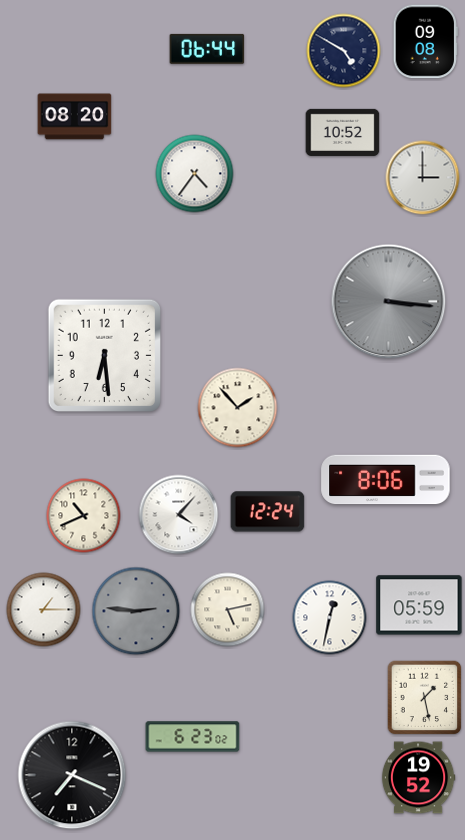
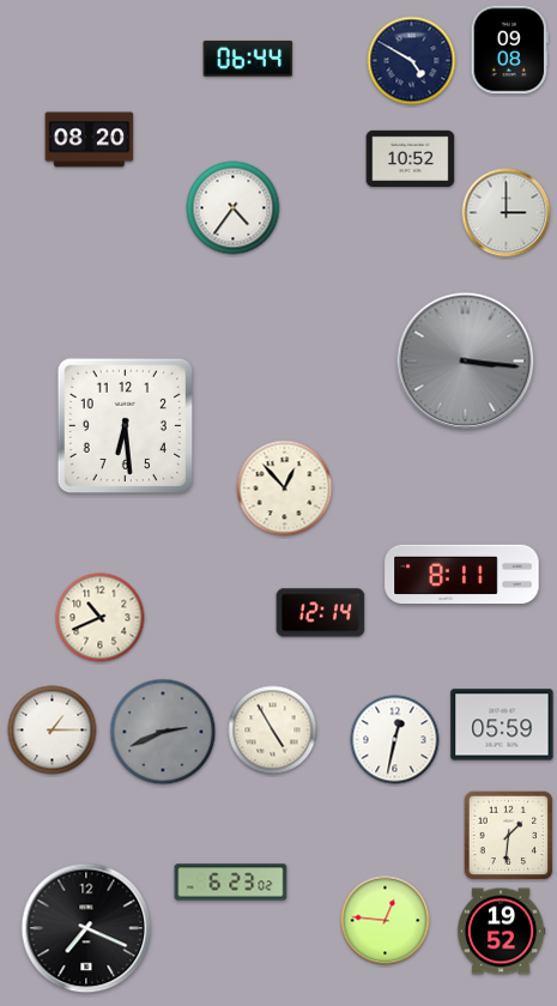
clock at (238, 408): 1:53 -> 12:53
clock at (386, 480): 8:06 -> 8:11
clock at (268, 512): 12:24 -> 12:14
clock at (179, 515): 4:07 -> none
clock at (228, 610): 5:13 -> 4:55
clock at (136, 611): 2:46 -> 2:41
clock at (425, 698): 1:28 -> 1:31
clock at (386, 921): none -> 12:46
